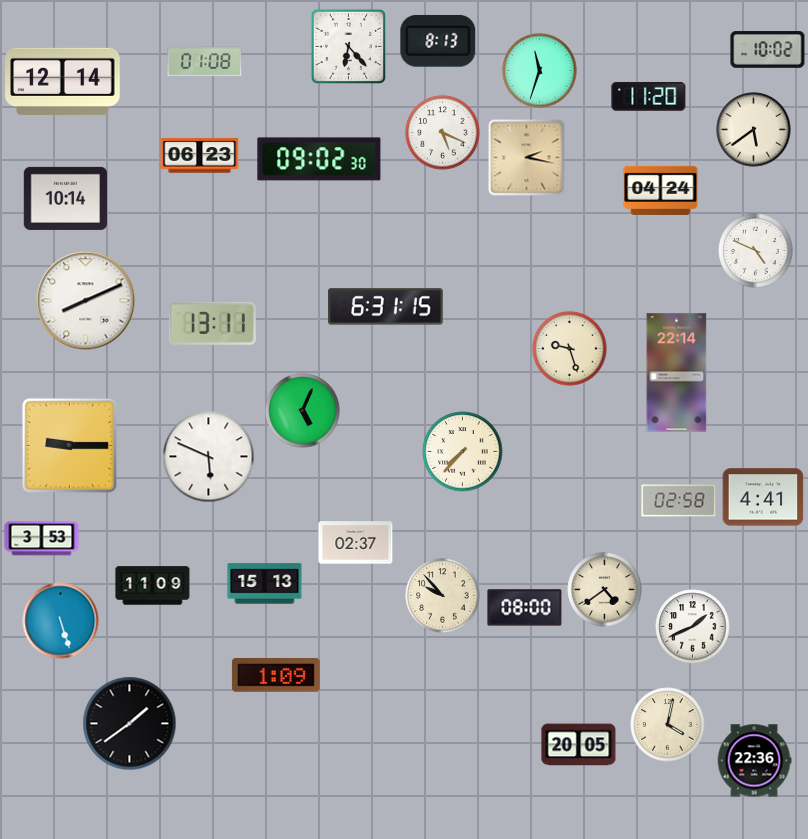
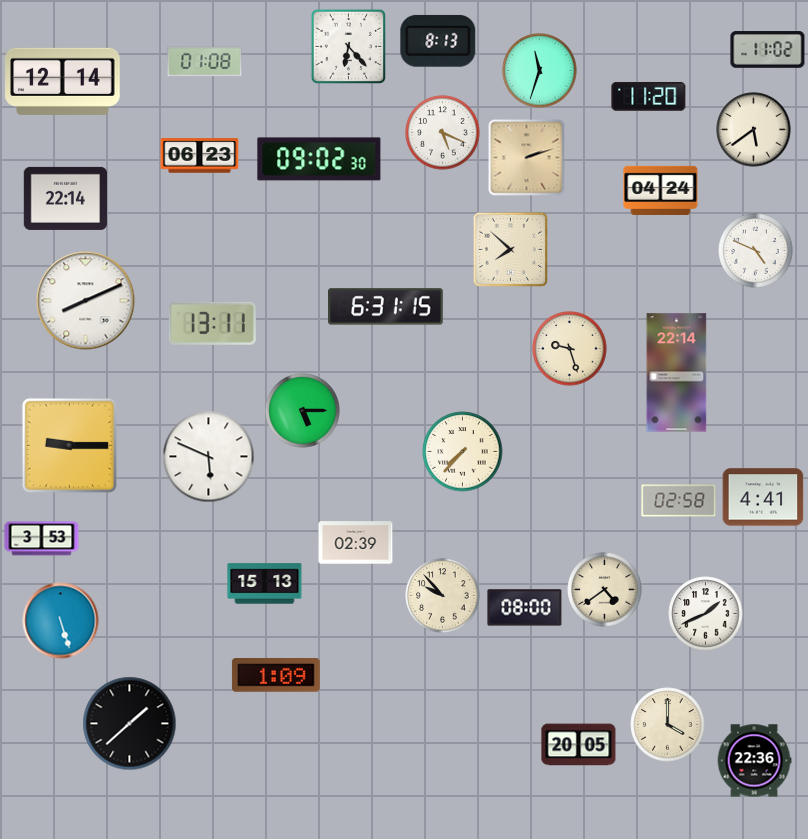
clock at (768, 50): 10:02 -> 11:02
clock at (527, 158): 2:17 -> 2:12
clock at (66, 198): 10:14 -> 22:14
clock at (511, 250): none -> 7:52
clock at (303, 411): 5:04 -> 5:15
clock at (356, 543): 02:37 -> 02:39
clock at (153, 586): 11:09 -> none
clock at (693, 627) position: (693, 627) -> (706, 614)
clock at (130, 724): 1:39 -> 1:38
clock at (668, 725): 4:02 -> 4:00
